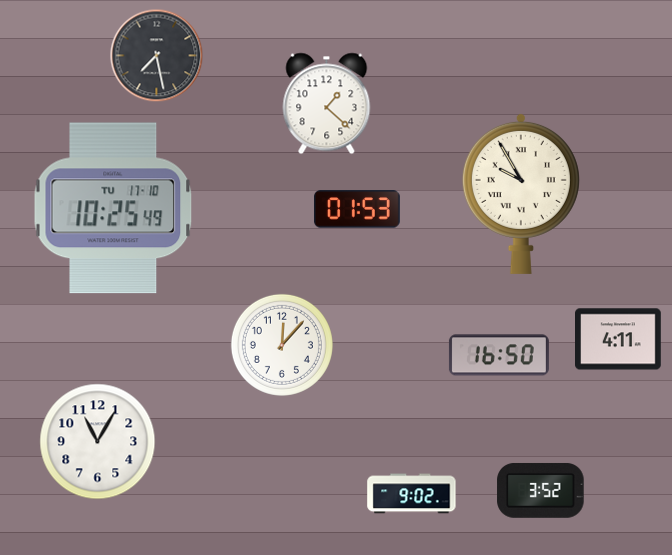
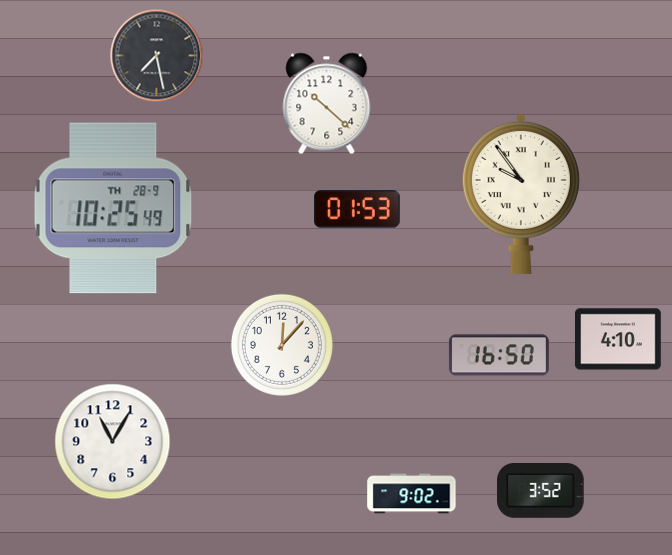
clock at (327, 104): 1:22 -> 10:22
clock at (521, 193): 9:55 -> 9:54
clock at (113, 208) date: TU 17-10 -> TH 28-9
clock at (619, 339): 4:11 -> 4:10
clock at (98, 442) position: (98, 442) -> (113, 442)
